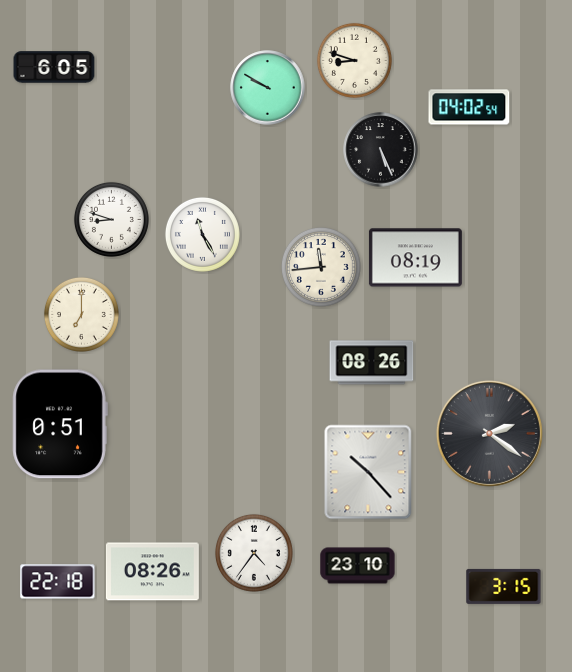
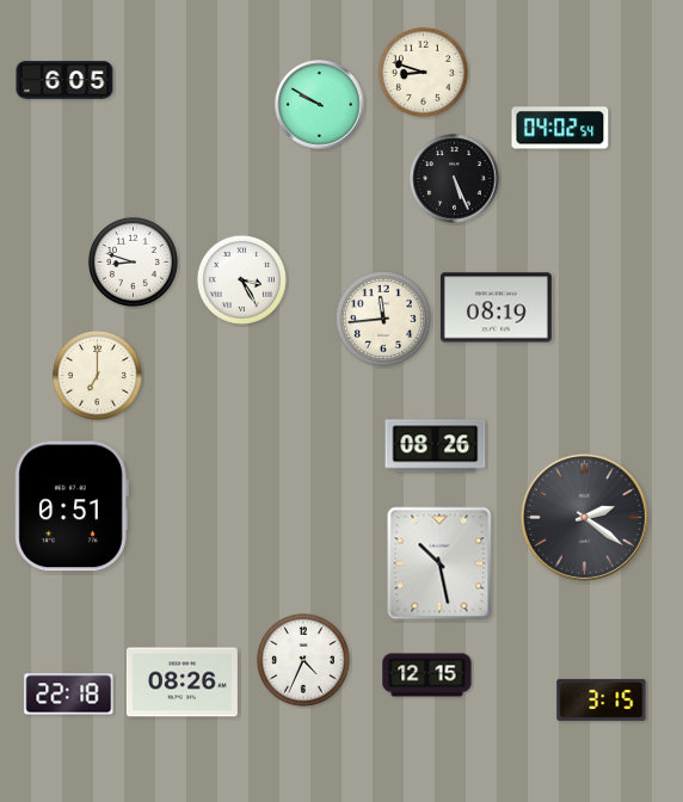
clock at (202, 234): 11:25 -> 3:25
clock at (372, 363) position: (372, 363) -> (436, 446)
clock at (368, 472): 10:23 -> 10:28
clock at (254, 553): 4:36 -> 4:34
clock at (358, 566): 23:10 -> 12:15
